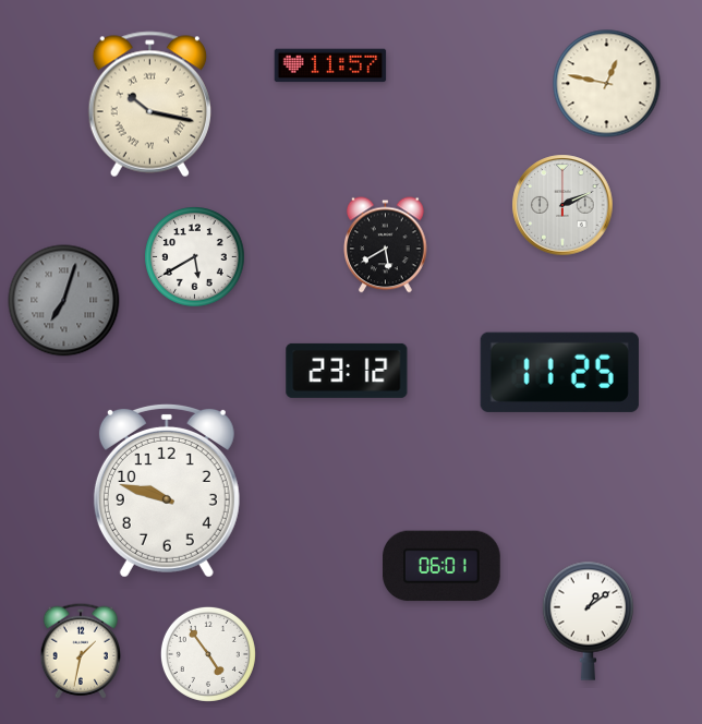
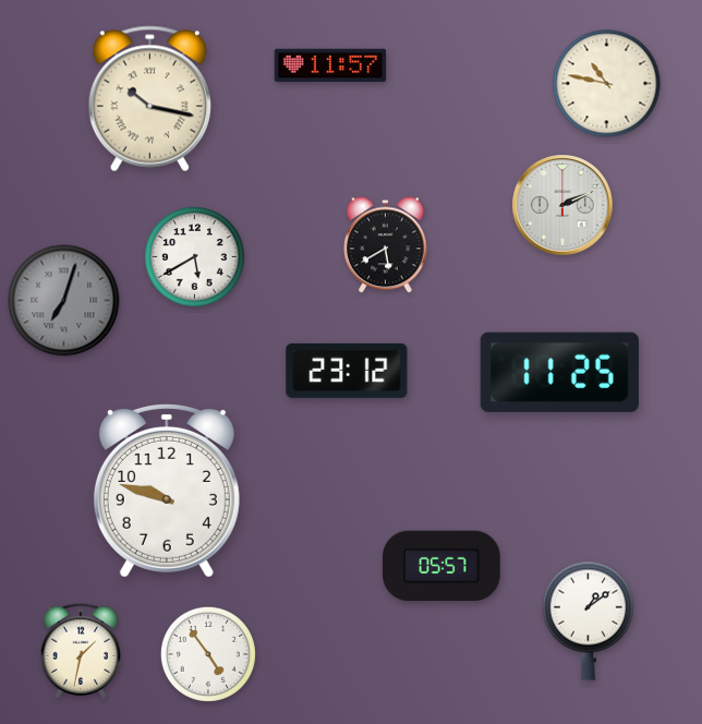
clock at (607, 84): 12:47 -> 10:47
clock at (149, 105) position: (149, 105) -> (149, 99)
clock at (441, 566): 06:01 -> 05:57
